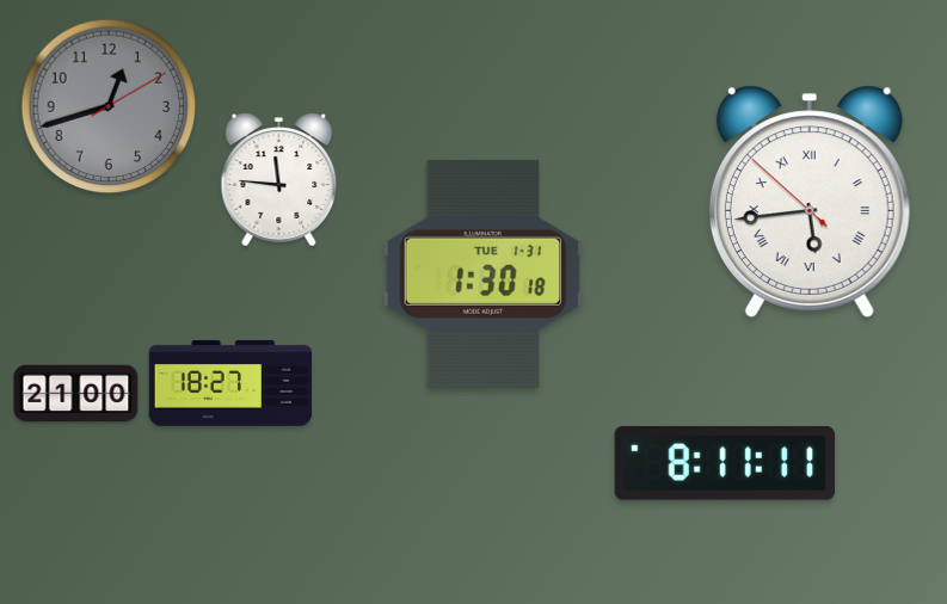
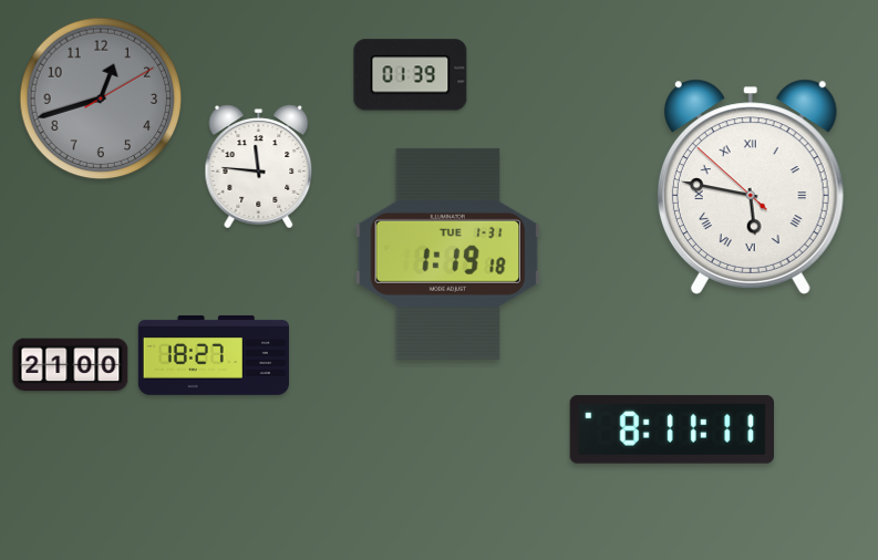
clock at (411, 75): none -> 01:39
clock at (810, 202): 5:43 -> 5:46
clock at (484, 273): 1:30 -> 1:19
